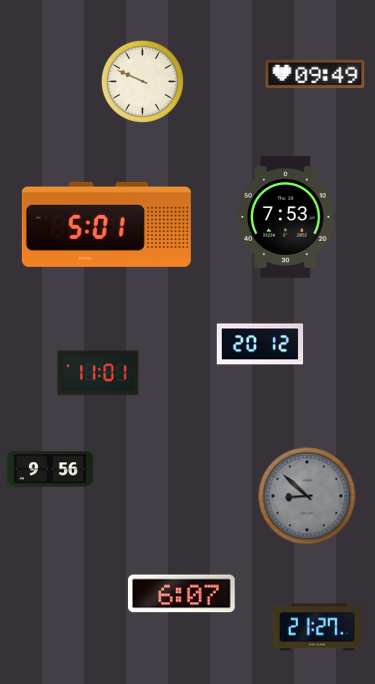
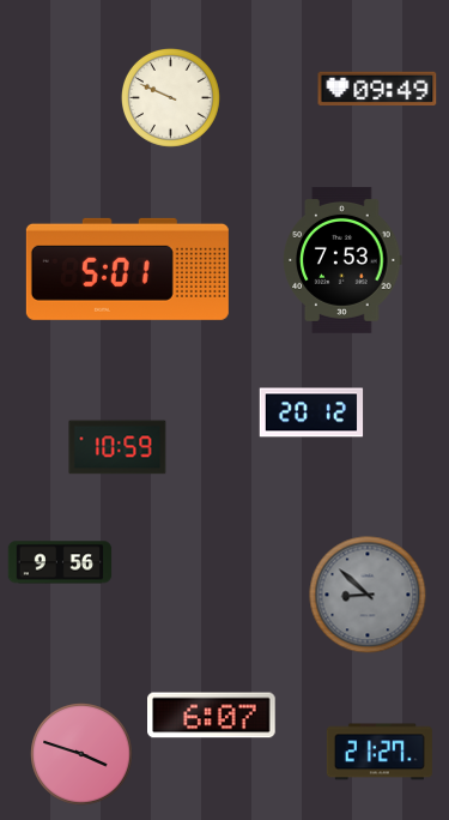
clock at (98, 373): 11:01 -> 10:59
clock at (182, 594) position: (182, 594) -> (212, 716)
clock at (81, 754): none -> 3:48
